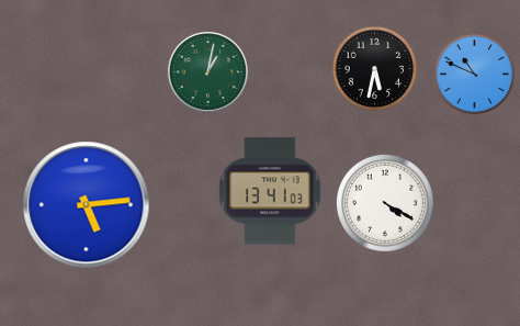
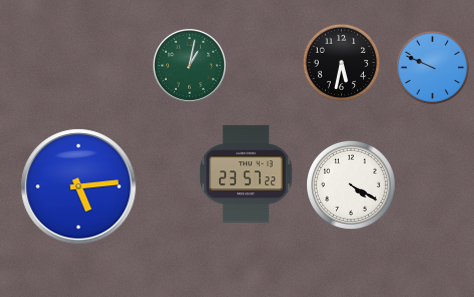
clock at (475, 75): 10:49 -> 9:49
clock at (270, 191): 13:41 -> 23:57
